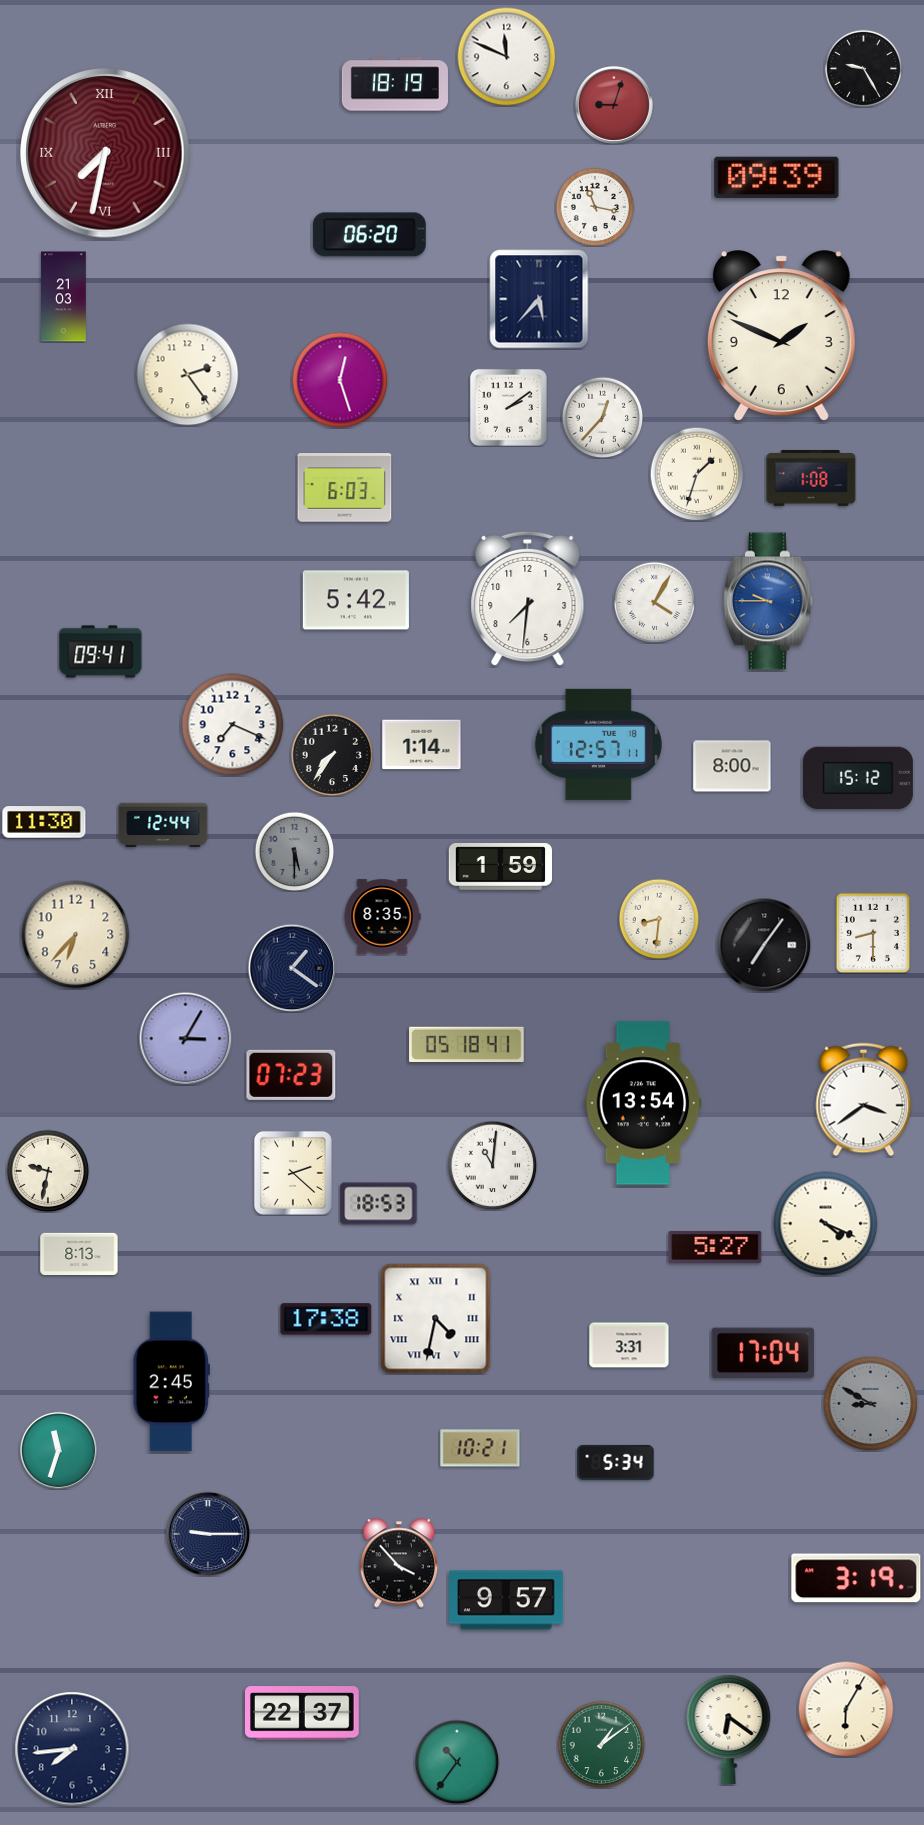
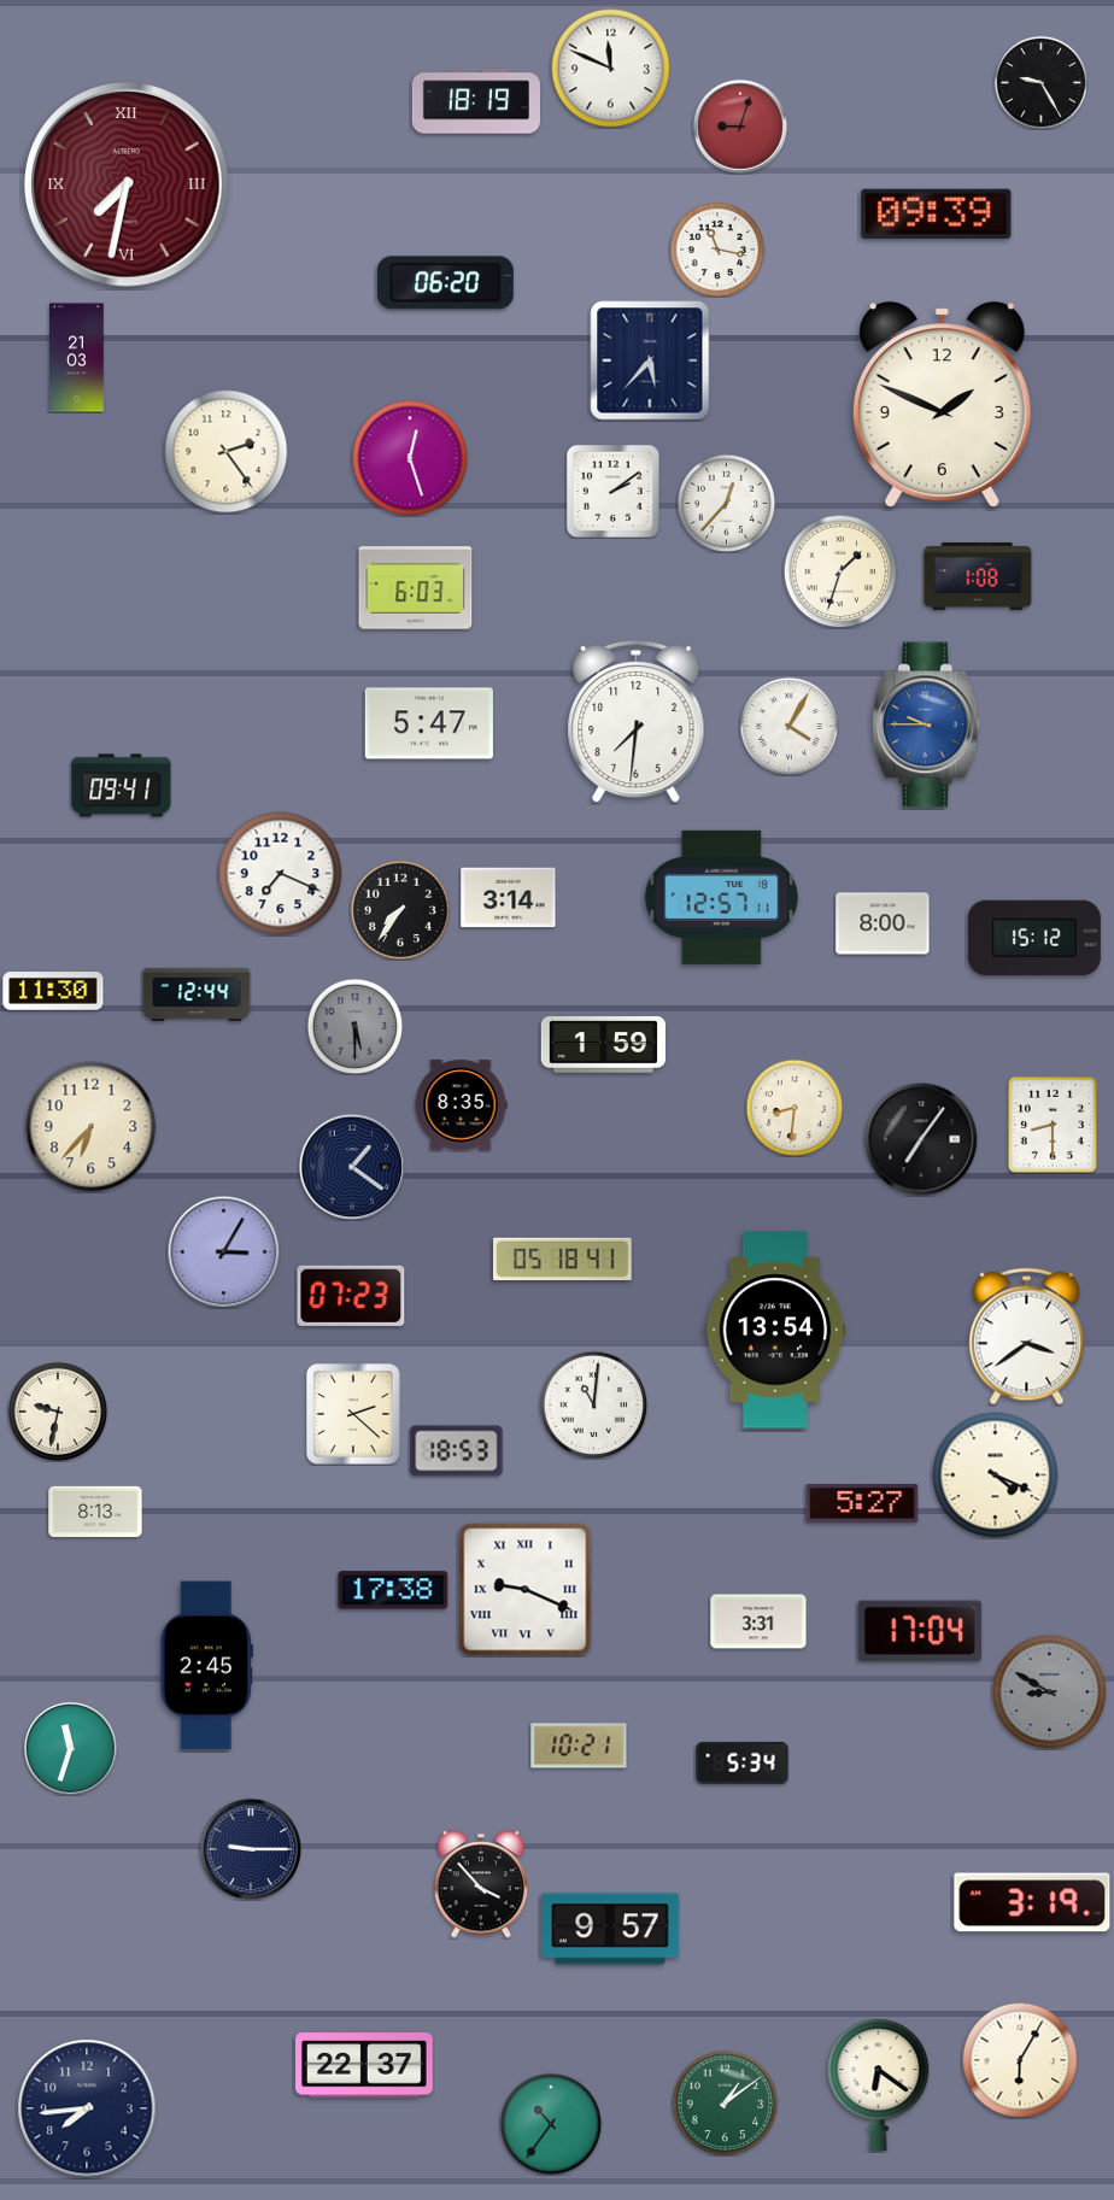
clock at (356, 600): 5:42 -> 5:47
clock at (422, 745): 1:14 -> 3:14
clock at (864, 1100) position: (864, 1100) -> (1027, 1337)
clock at (436, 1319): 4:32 -> 9:19
